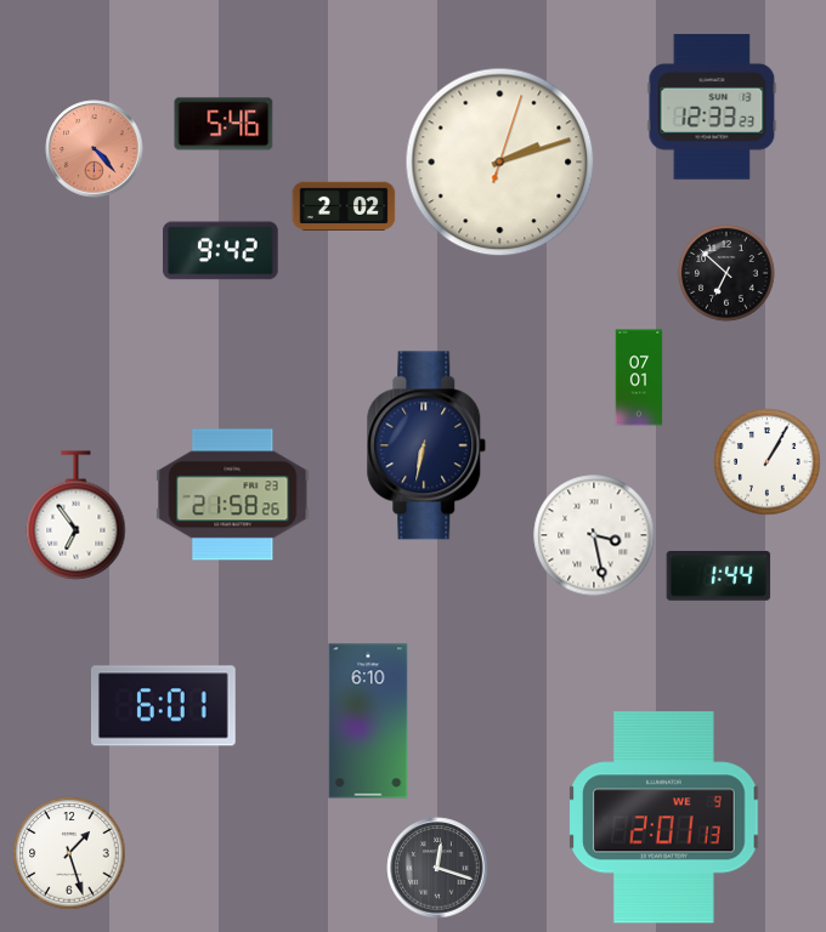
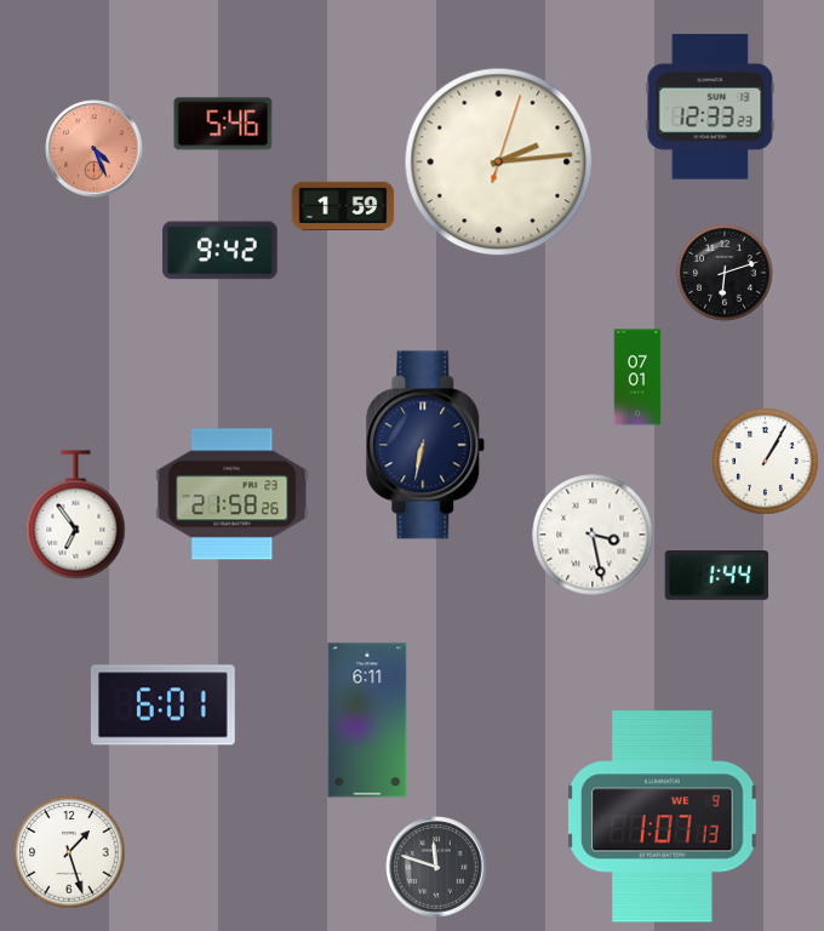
clock at (95, 149): 4:23 -> 4:26
clock at (500, 163): 2:12 -> 2:14
clock at (344, 205): 2:02 -> 1:59
clock at (726, 273): 6:52 -> 6:12
clock at (368, 721): 6:10 -> 6:11
clock at (664, 818): 2:01 -> 1:07
clock at (437, 868): 12:18 -> 11:48
